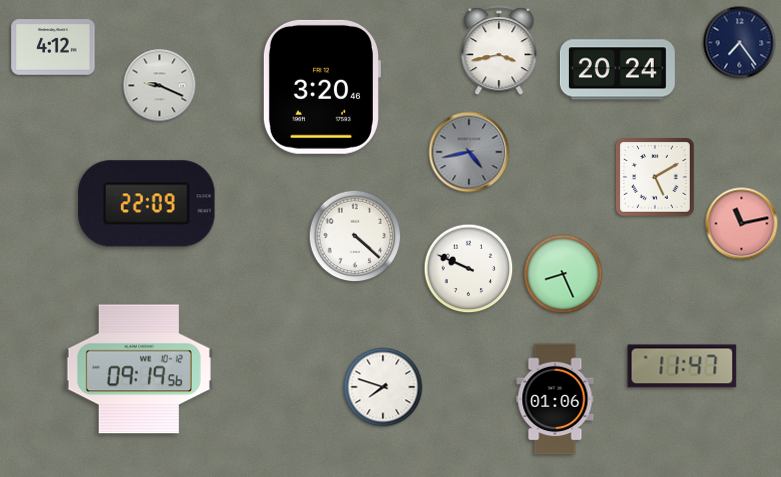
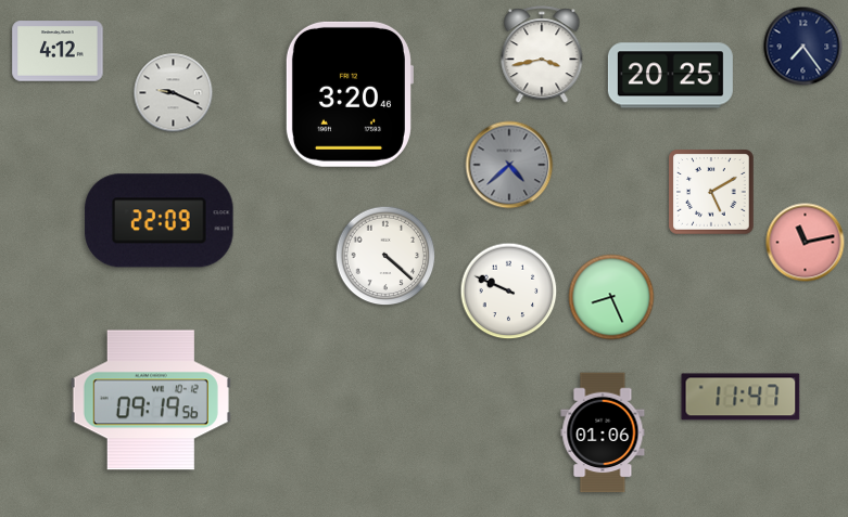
clock at (617, 70): 20:24 -> 20:25
clock at (469, 152): 4:43 -> 4:38
clock at (383, 387): 7:48 -> none
